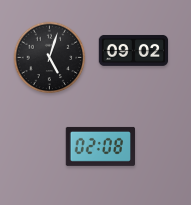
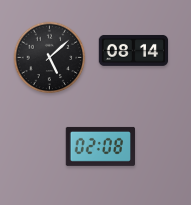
clock at (134, 50): 09:02 -> 08:14
clock at (50, 58): 5:03 -> 5:08
